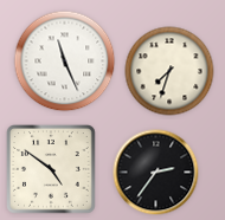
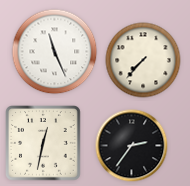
clock at (169, 71): 7:33 -> 7:37
clock at (52, 170): 4:51 -> 12:32
